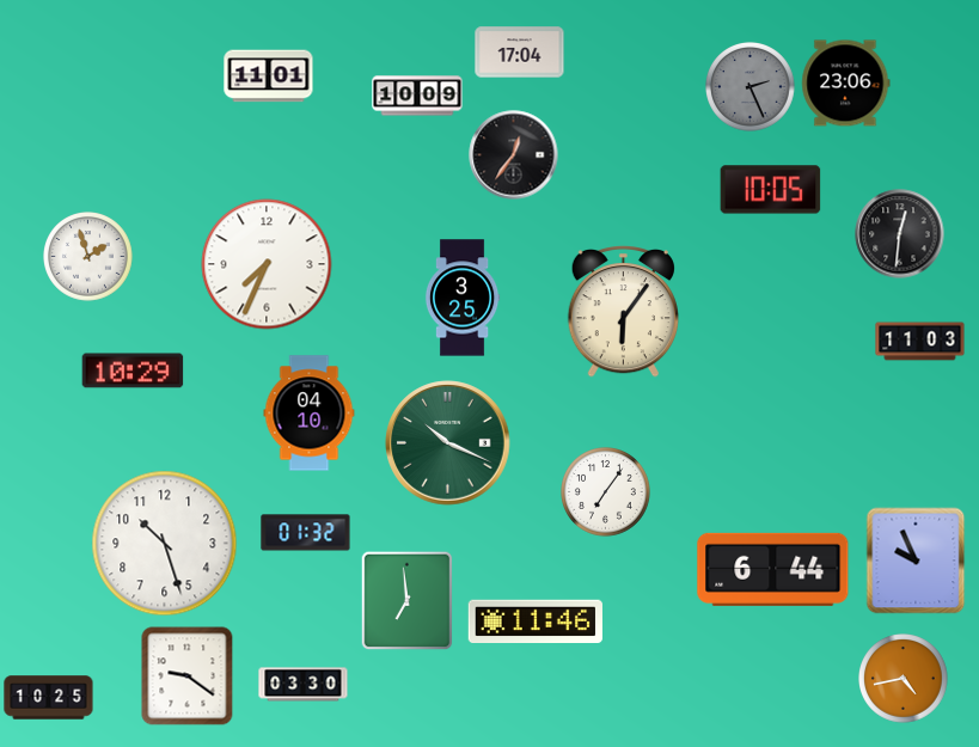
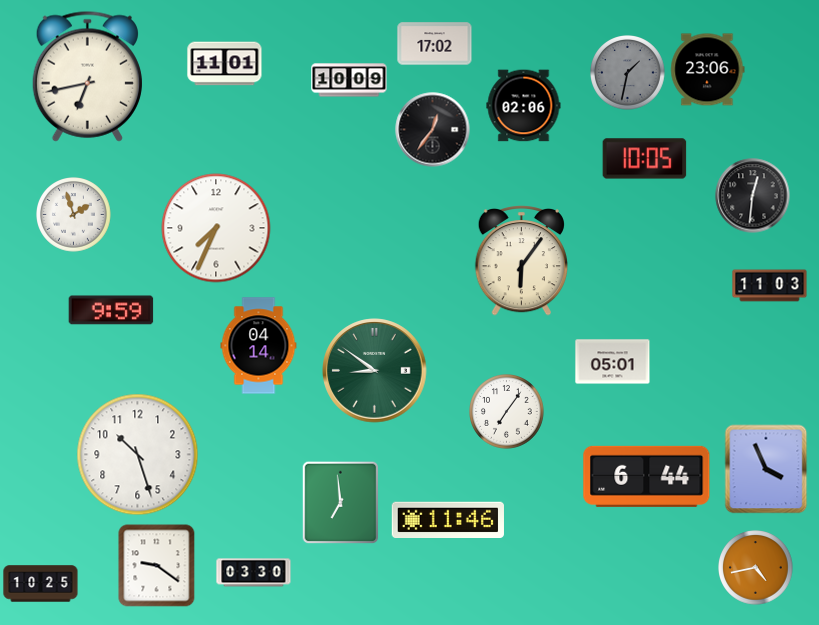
clock at (520, 53): 17:04 -> 17:02
clock at (751, 87): 2:26 -> 1:32
clock at (87, 76): none -> 6:43
clock at (524, 106): none -> 02:06
clock at (514, 155) position: (514, 155) -> (433, 130)
clock at (267, 264) position: (267, 264) -> (216, 228)
clock at (463, 298): 3:25 -> none
clock at (133, 371): 10:29 -> 9:59
clock at (310, 414): 04:10 -> 04:14
clock at (613, 362): none -> 05:01
clock at (448, 443): 10:19 -> 8:51
clock at (306, 533): 01:32 -> none
clock at (916, 561): 9:56 -> 3:56
